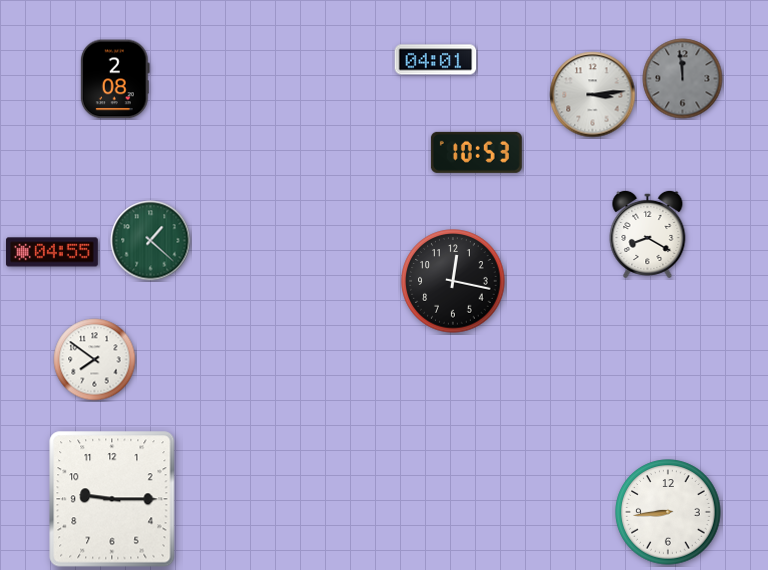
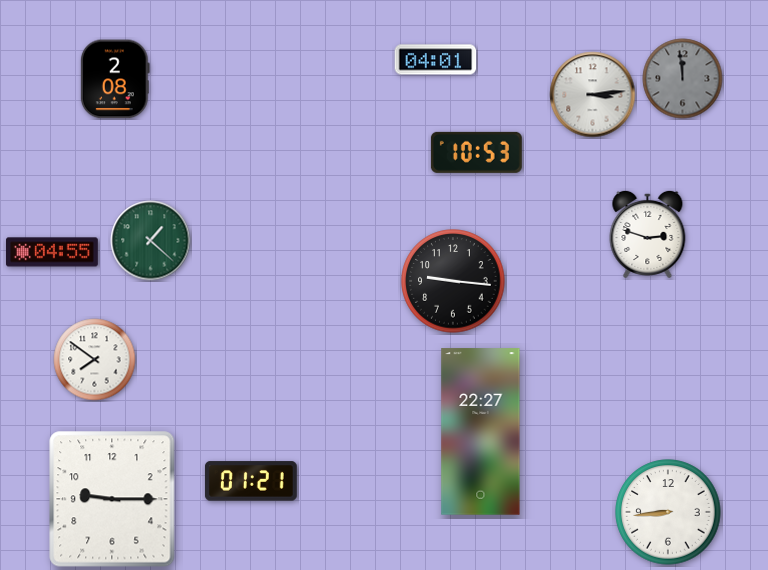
clock at (648, 234): 8:20 -> 2:48
clock at (453, 281): 12:17 -> 9:16
clock at (481, 432): none -> 22:27
clock at (251, 481): none -> 01:21
